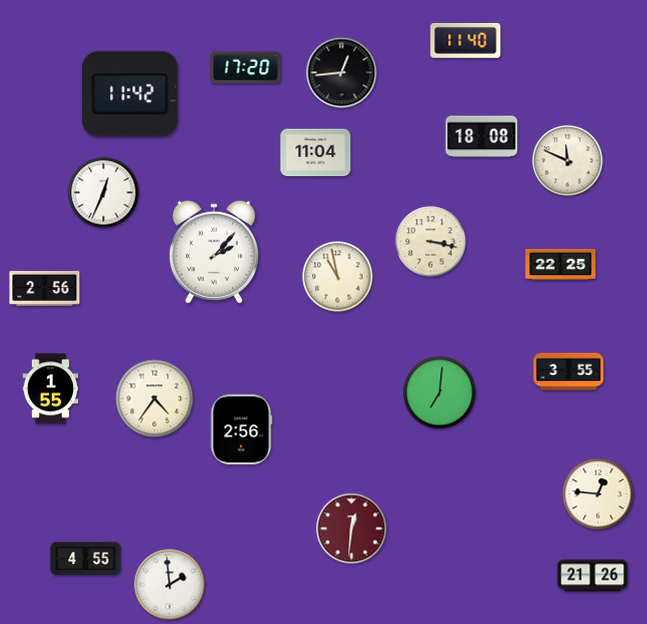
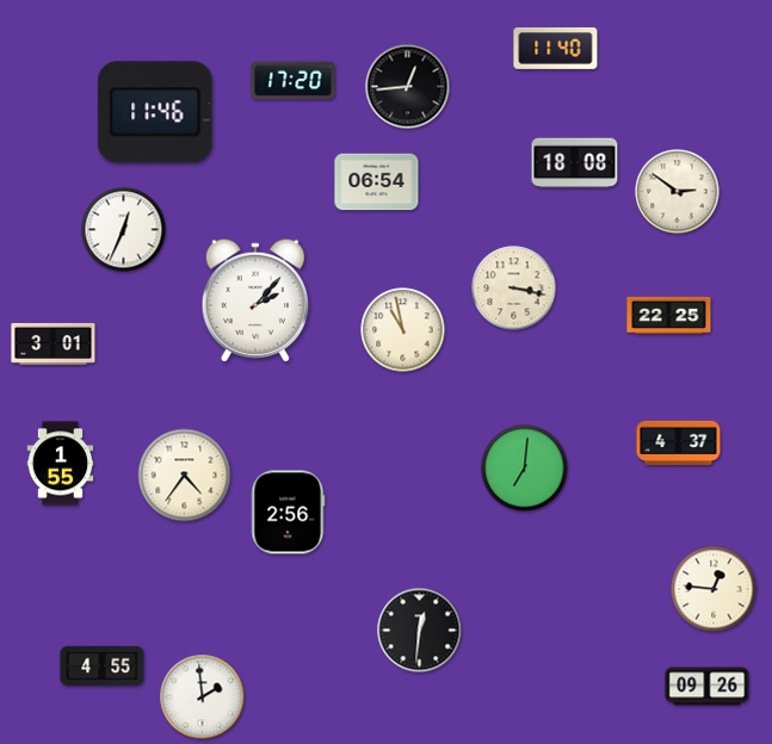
clock at (130, 94): 11:42 -> 11:46
clock at (316, 153): 11:04 -> 06:54
clock at (568, 161): 11:49 -> 2:51
clock at (45, 288): 2:56 -> 3:01
clock at (569, 371): 3:55 -> 4:37
clock at (352, 529) dial: burgundy -> black
clock at (593, 576): 21:26 -> 09:26
